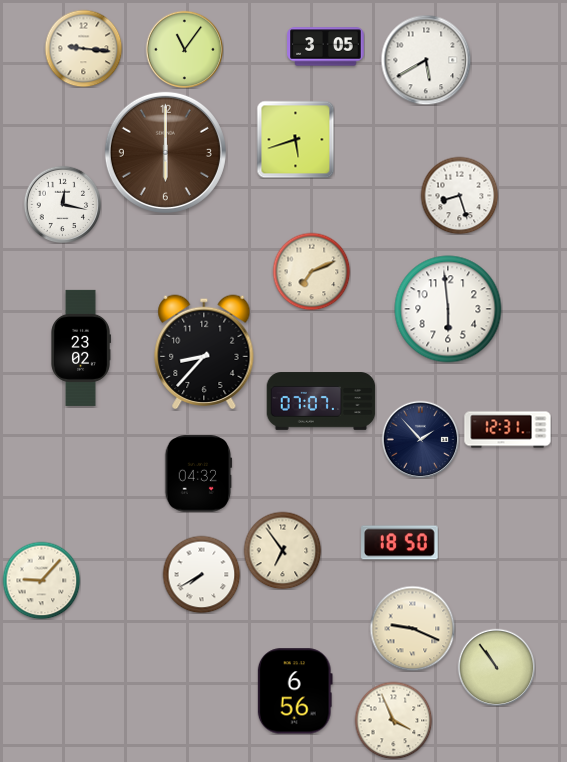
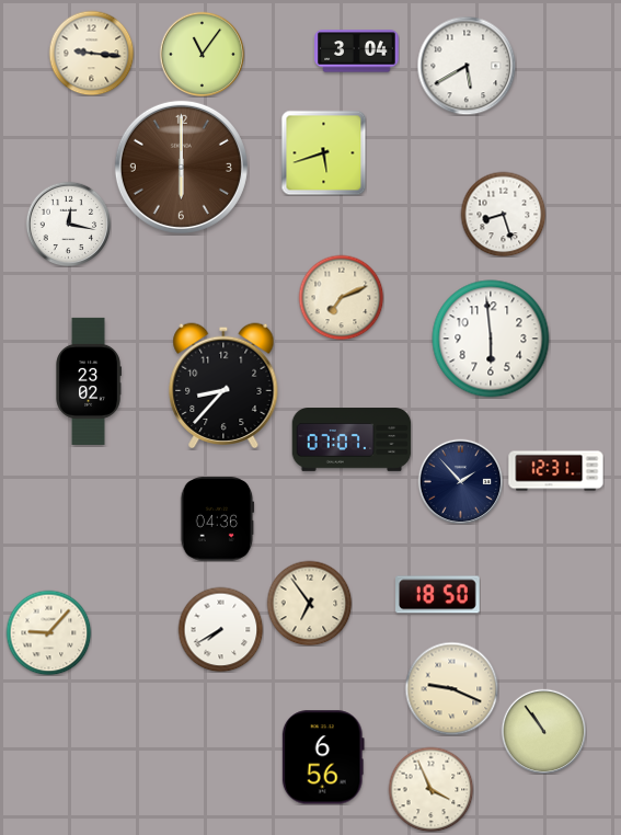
clock at (326, 47): 3:05 -> 3:04
clock at (199, 474): 04:32 -> 04:36
clock at (41, 580) position: (41, 580) -> (48, 632)
